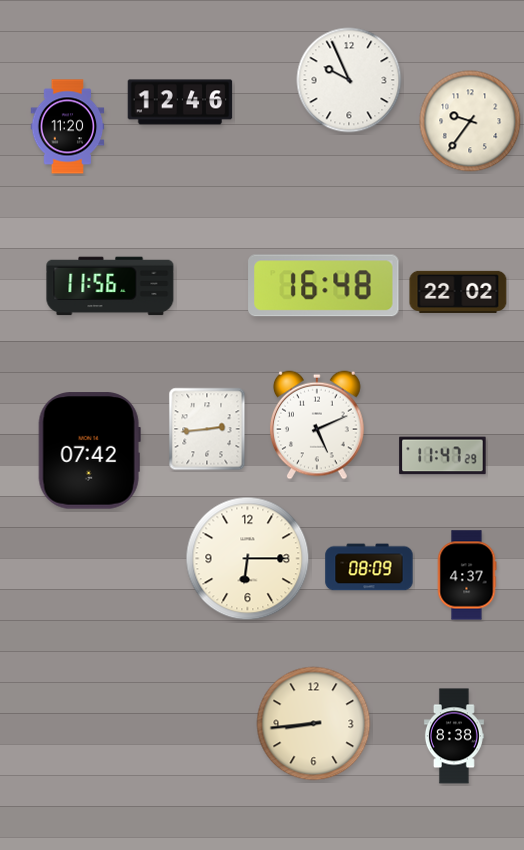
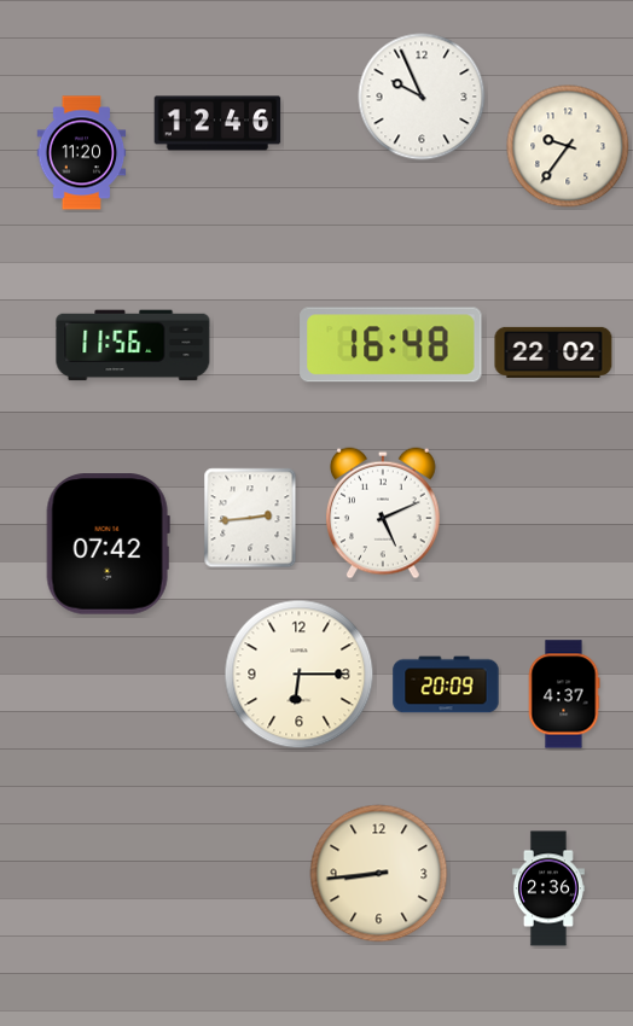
clock at (443, 456): 11:47 -> none
clock at (369, 567): 08:09 -> 20:09
clock at (454, 736): 8:38 -> 2:36
